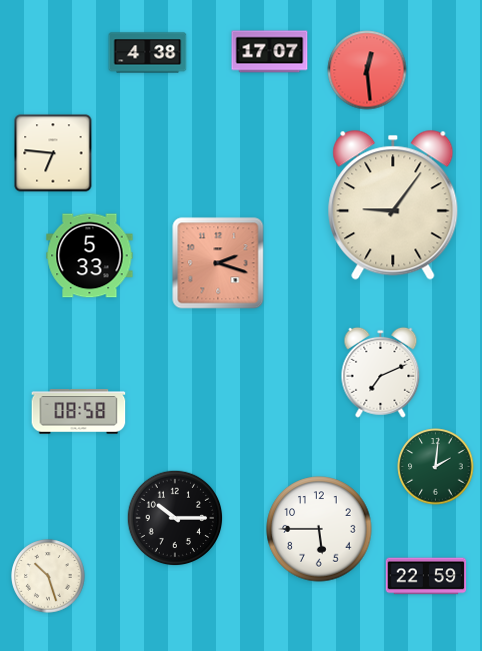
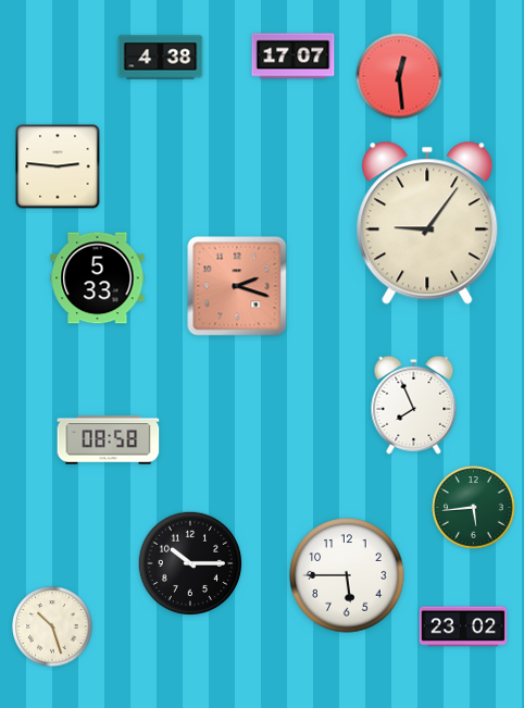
clock at (53, 153): 6:46 -> 2:46
clock at (381, 372): 7:11 -> 7:56
clock at (79, 412) position: (79, 412) -> (109, 440)
clock at (436, 467): 2:01 -> 5:44
clock at (426, 576): 22:59 -> 23:02
